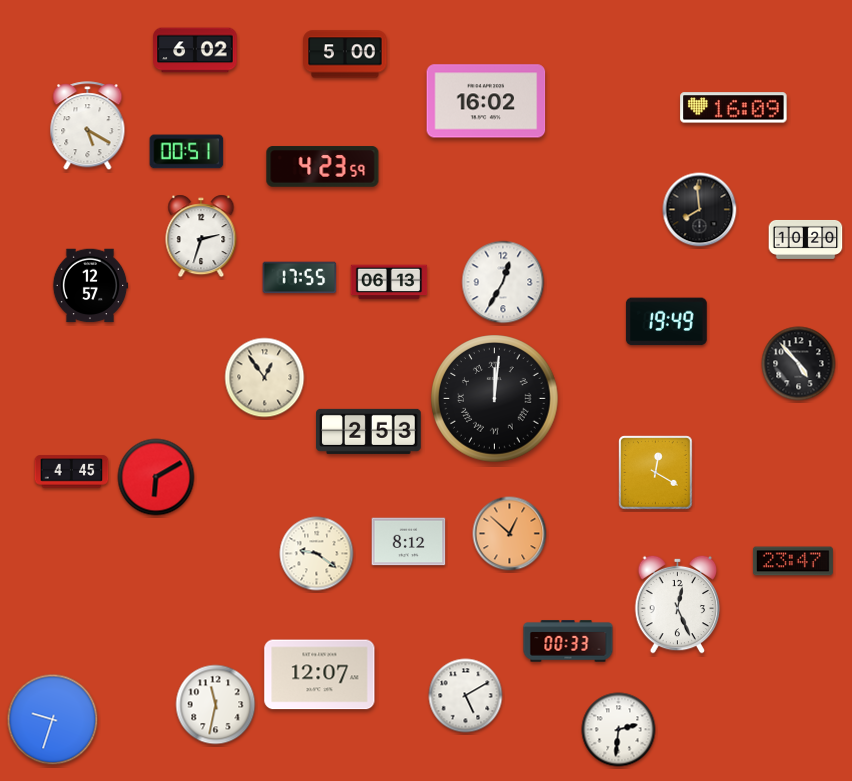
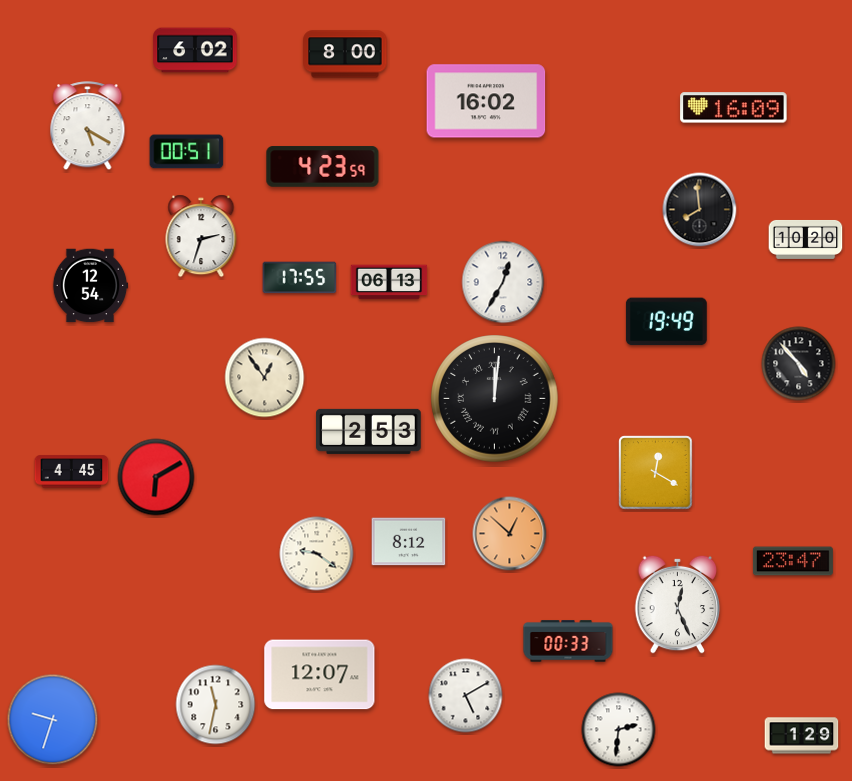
clock at (345, 54): 5:00 -> 8:00
clock at (90, 286): 12:57 -> 12:54
clock at (802, 736): none -> 1:29
